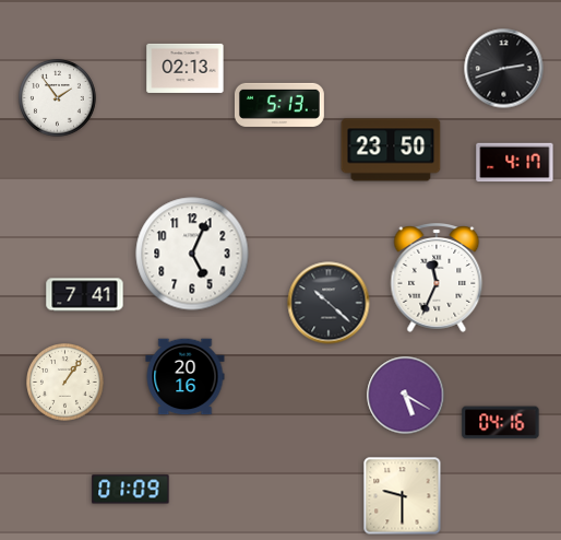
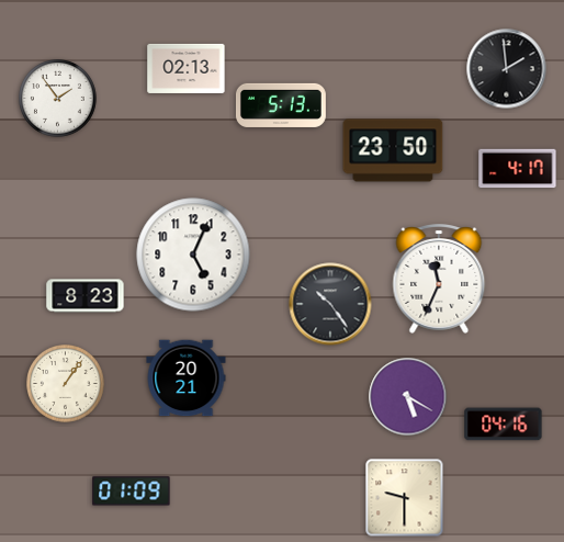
clock at (504, 69): 2:42 -> 1:59
clock at (515, 163) position: (515, 163) -> (518, 169)
clock at (85, 295): 7:41 -> 8:23
clock at (329, 303): 10:22 -> 10:24
clock at (186, 377): 20:16 -> 20:21
